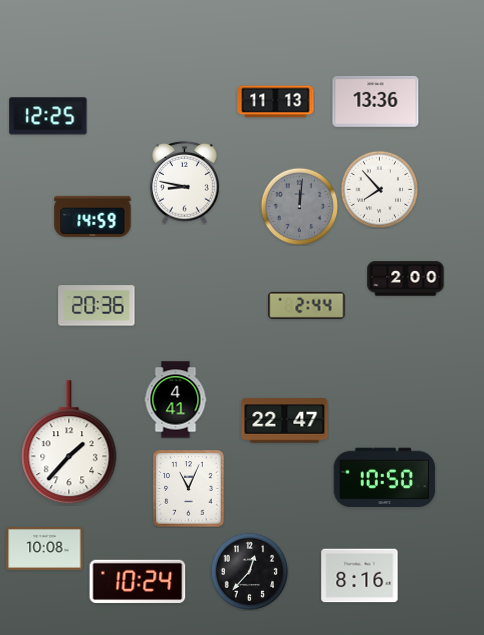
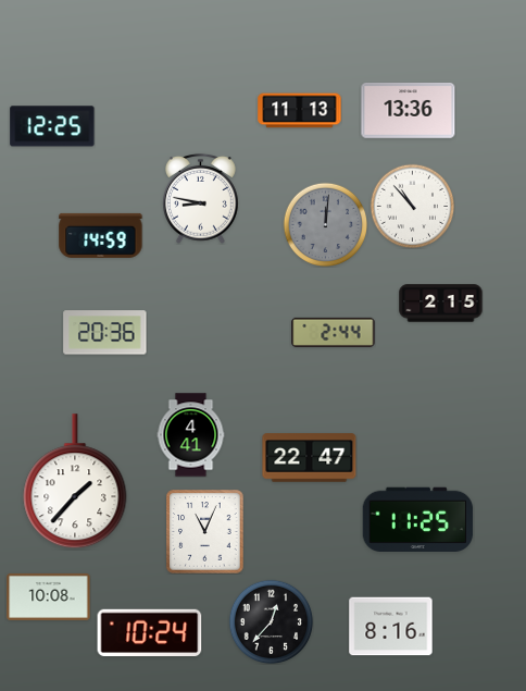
clock at (379, 189): 7:53 -> 10:53
clock at (406, 279): 2:00 -> 2:15
clock at (385, 477): 10:50 -> 11:25
